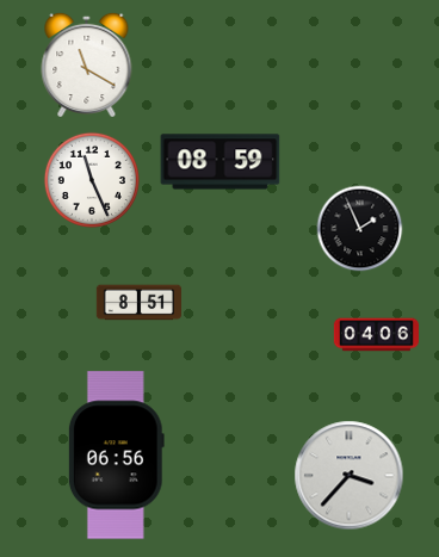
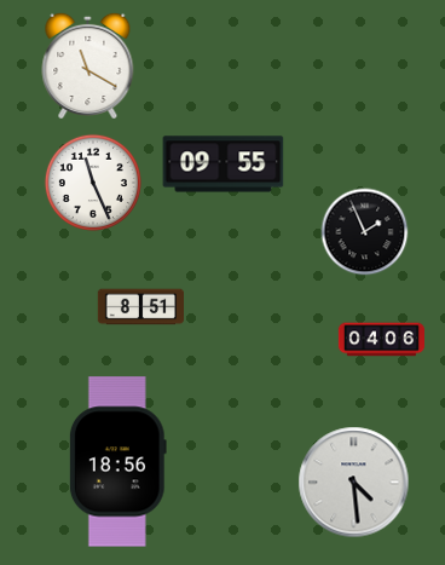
clock at (221, 162): 08:59 -> 09:55
clock at (116, 456): 06:56 -> 18:56
clock at (350, 476): 3:37 -> 4:29
